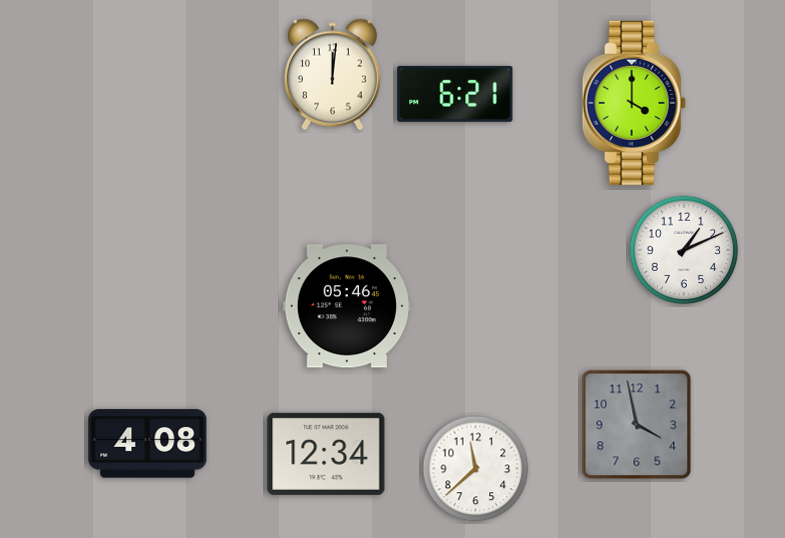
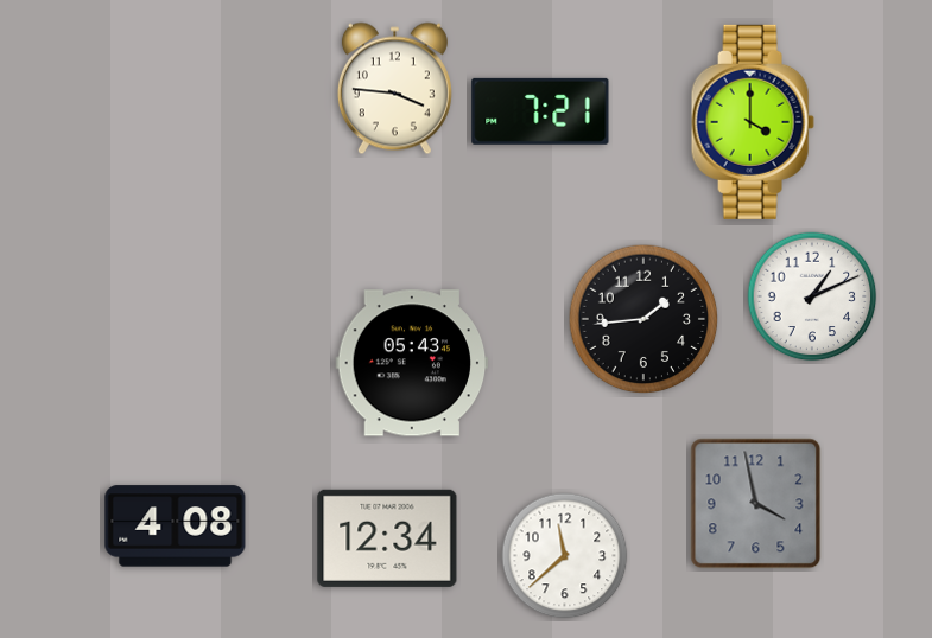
clock at (332, 75): 12:01 -> 3:46
clock at (455, 94): 6:21 -> 7:21
clock at (643, 319): none -> 1:44
clock at (347, 306): 05:46 -> 05:43
